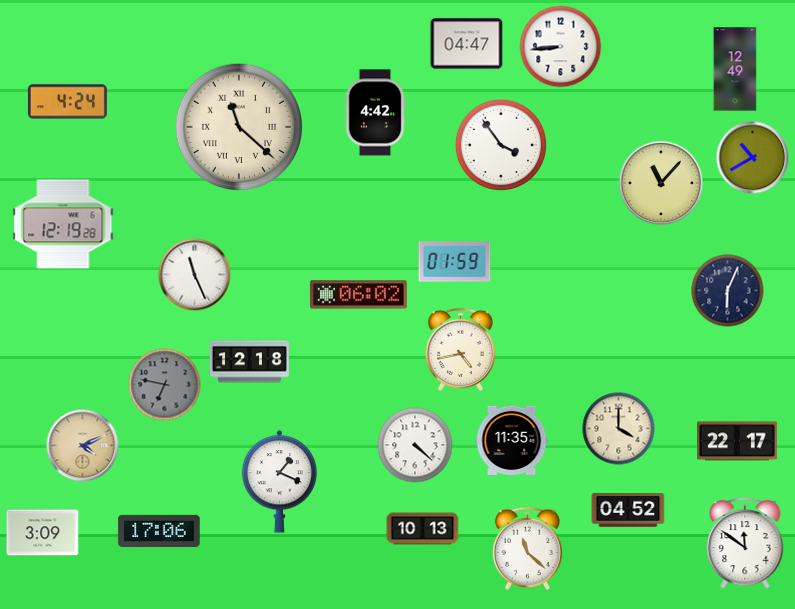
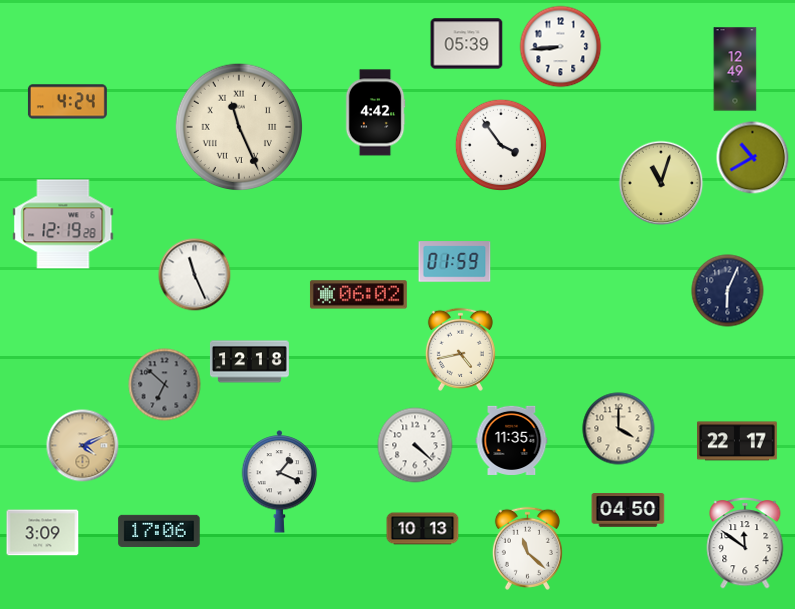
clock at (467, 44): 04:47 -> 05:39
clock at (238, 126): 11:22 -> 11:26
clock at (661, 183): 11:07 -> 11:03
clock at (165, 385): 6:47 -> 6:52
clock at (628, 511): 04:52 -> 04:50
